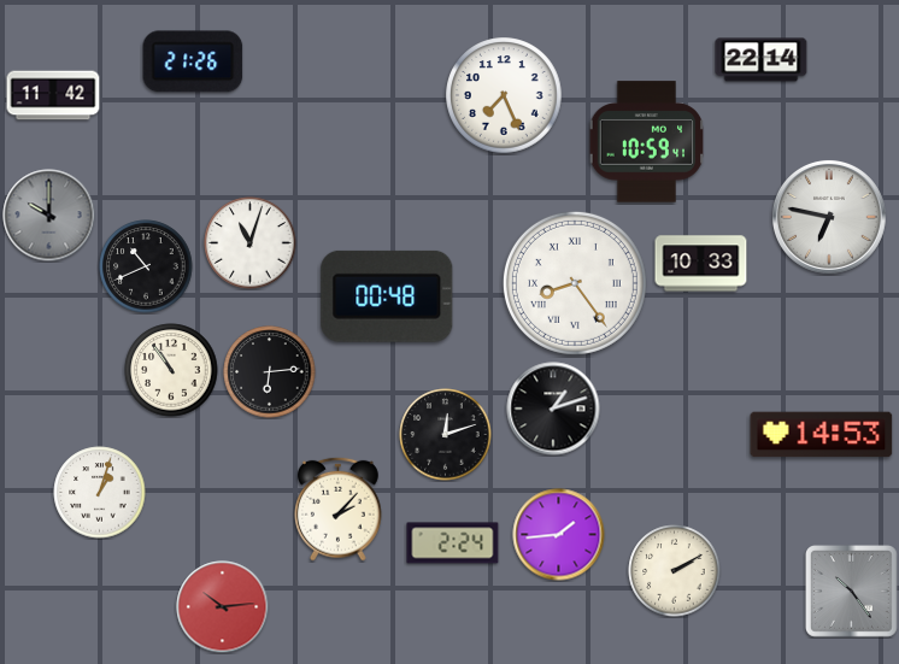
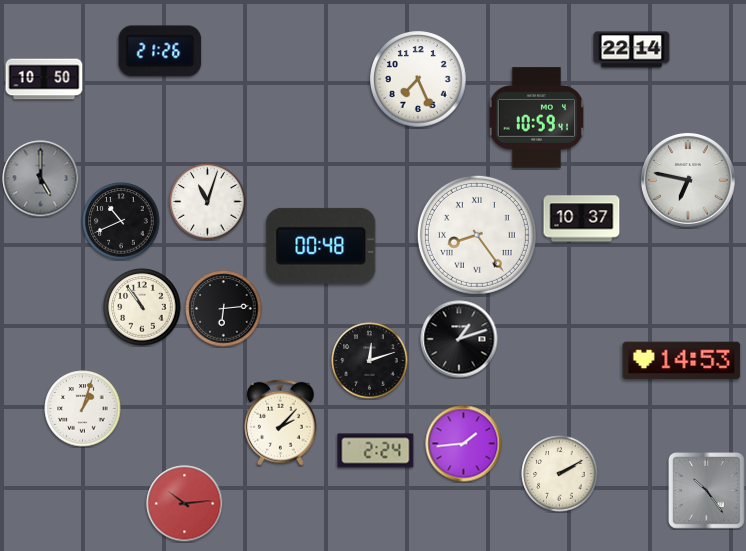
clock at (53, 95): 11:42 -> 10:50
clock at (49, 216): 10:00 -> 5:00
clock at (701, 264): 10:33 -> 10:37
